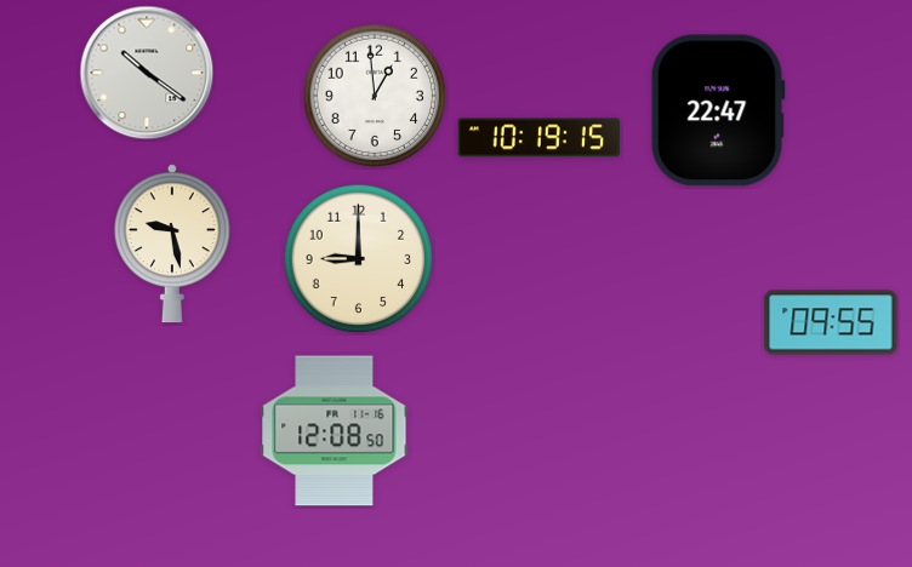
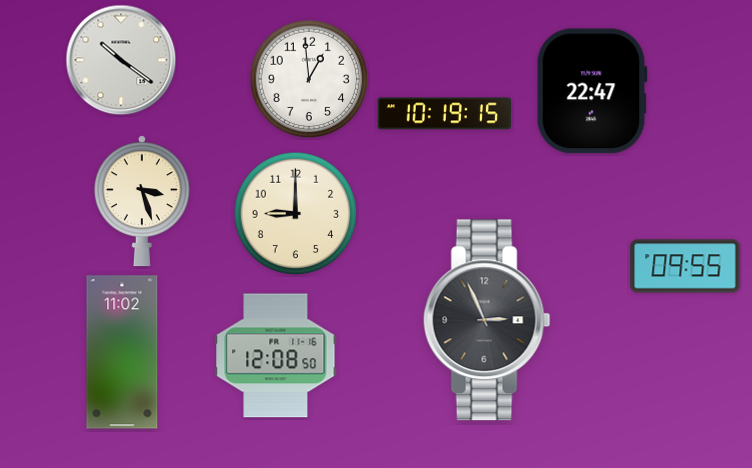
clock at (172, 244): 9:28 -> 3:27
clock at (487, 320): none -> 2:56
clock at (122, 352): none -> 11:02
